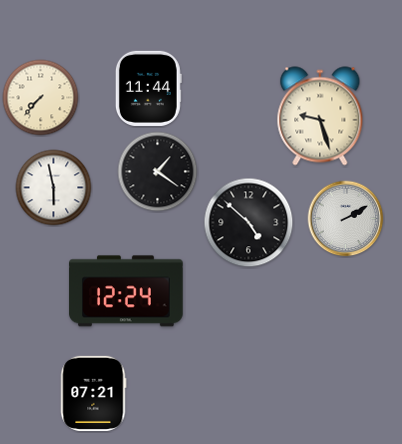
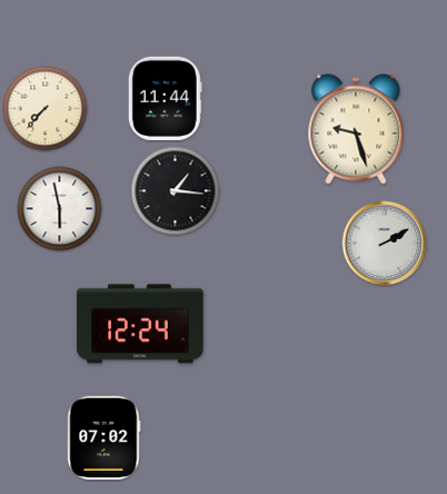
clock at (158, 172): 1:21 -> 1:16
clock at (249, 223): 4:52 -> none
clock at (94, 393): 07:21 -> 07:02
